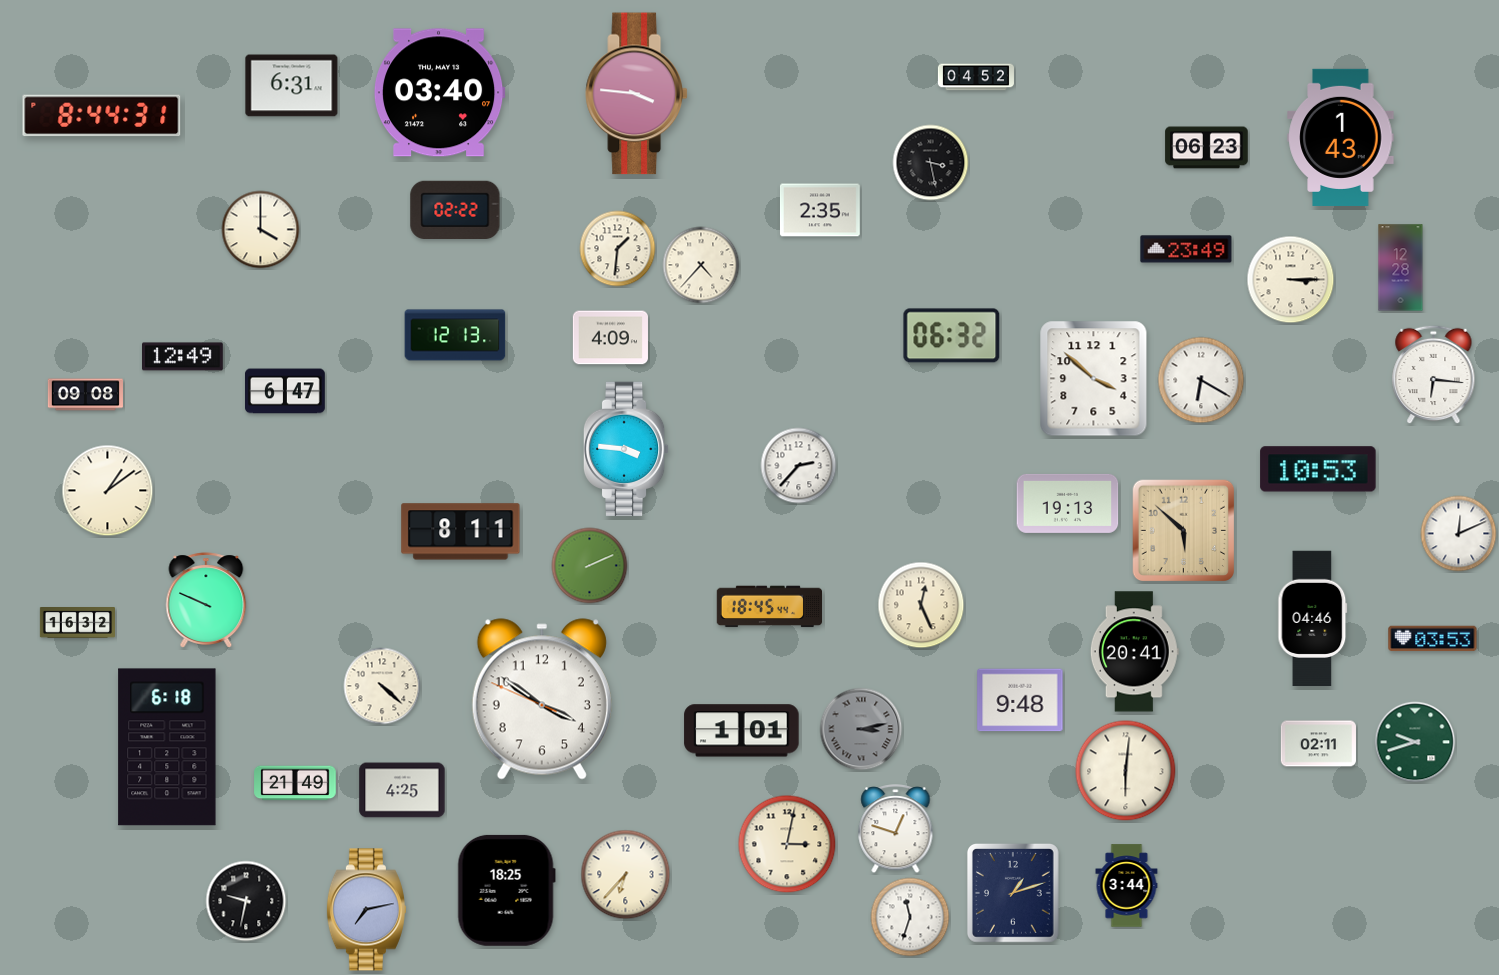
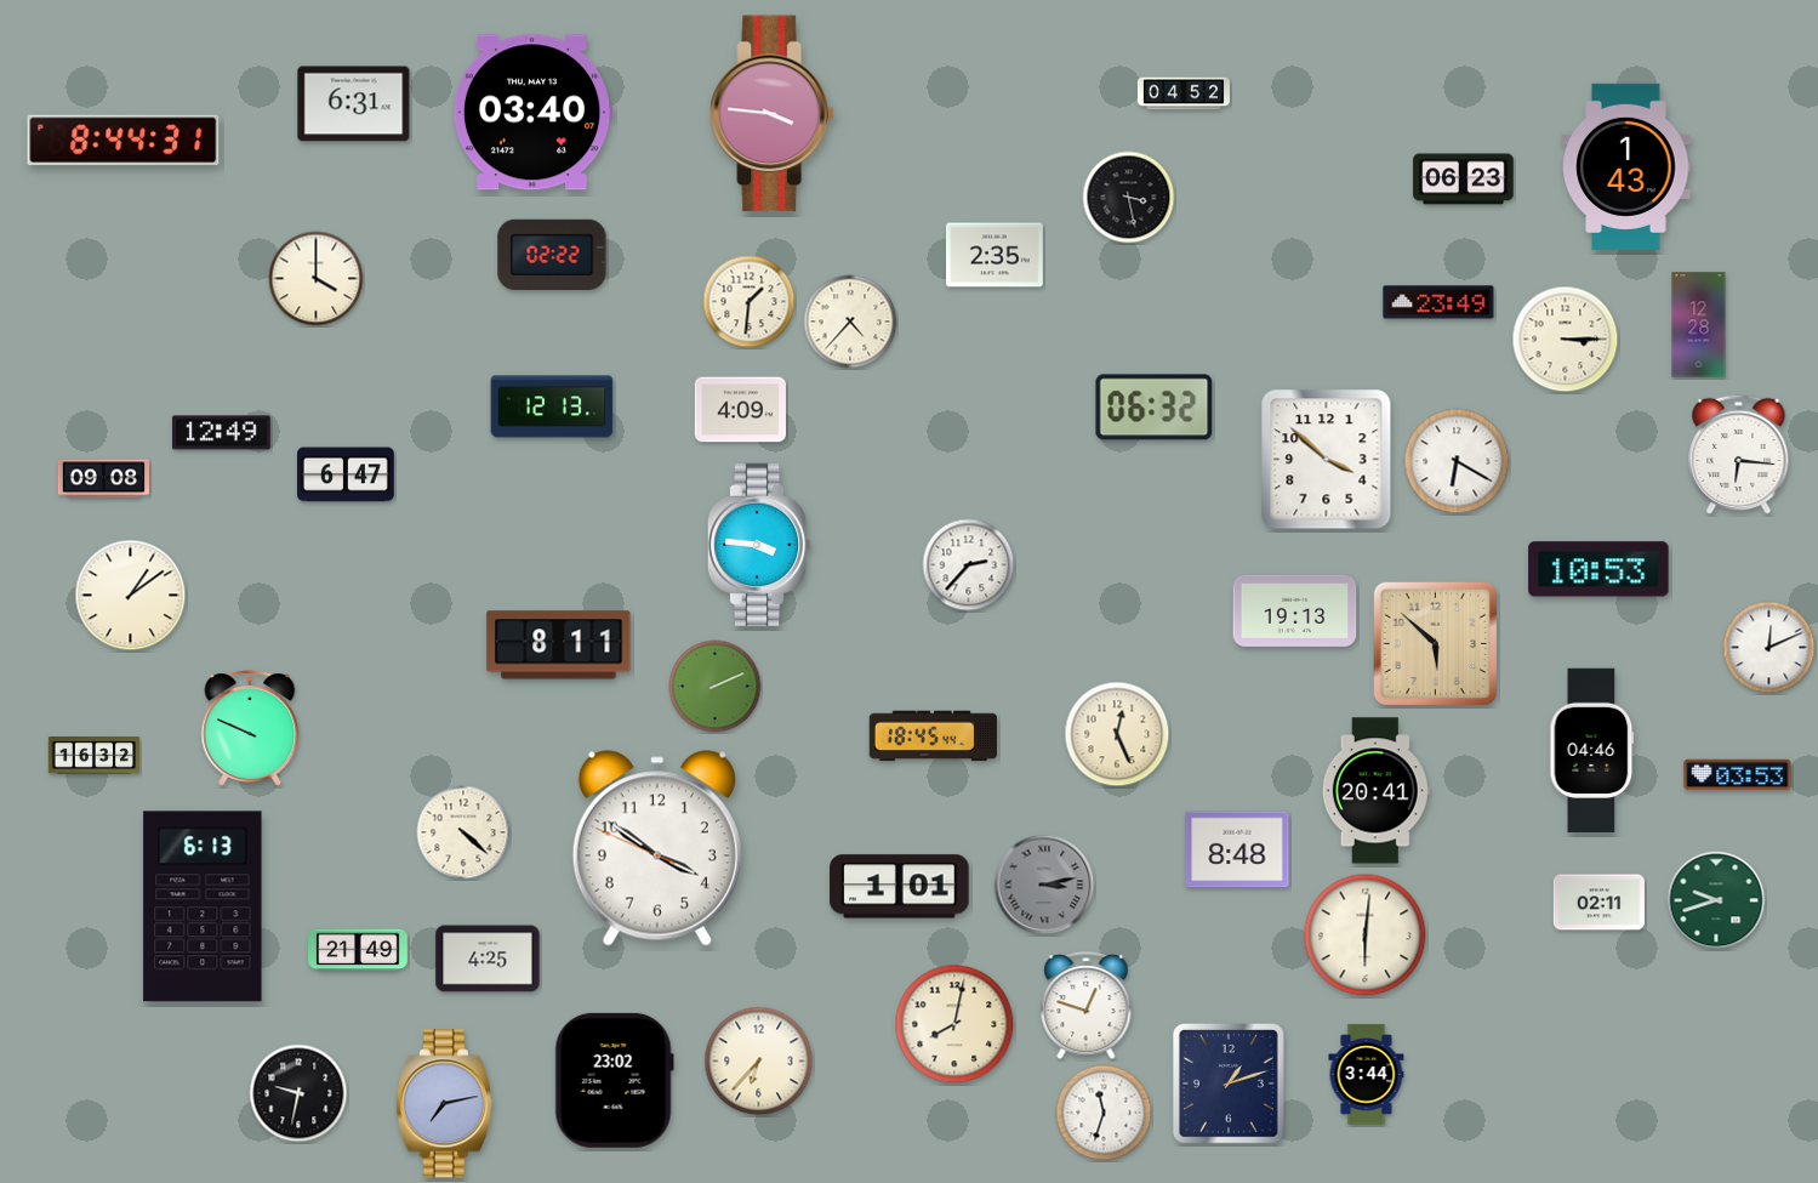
clock at (1020, 700): 9:48 -> 8:48
clock at (167, 747): 6:18 -> 6:13
clock at (787, 844): 3:02 -> 8:02
clock at (506, 890): 18:25 -> 23:02
